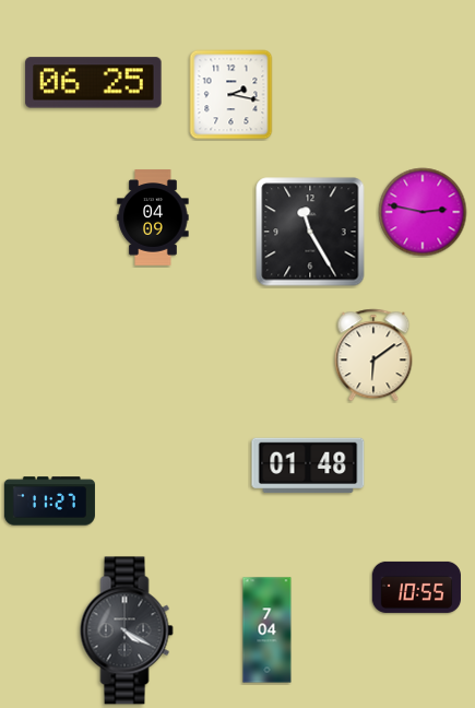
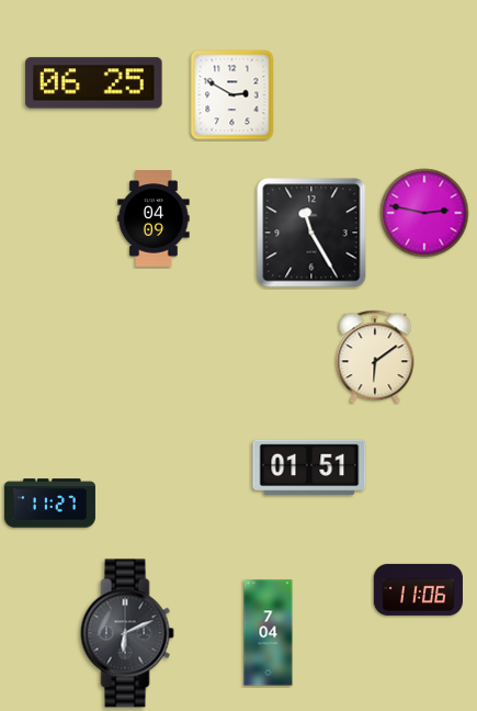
clock at (231, 95): 2:17 -> 2:50
clock at (308, 465): 01:48 -> 01:51
clock at (416, 587): 10:55 -> 11:06
clock at (127, 630): 4:20 -> 6:11
